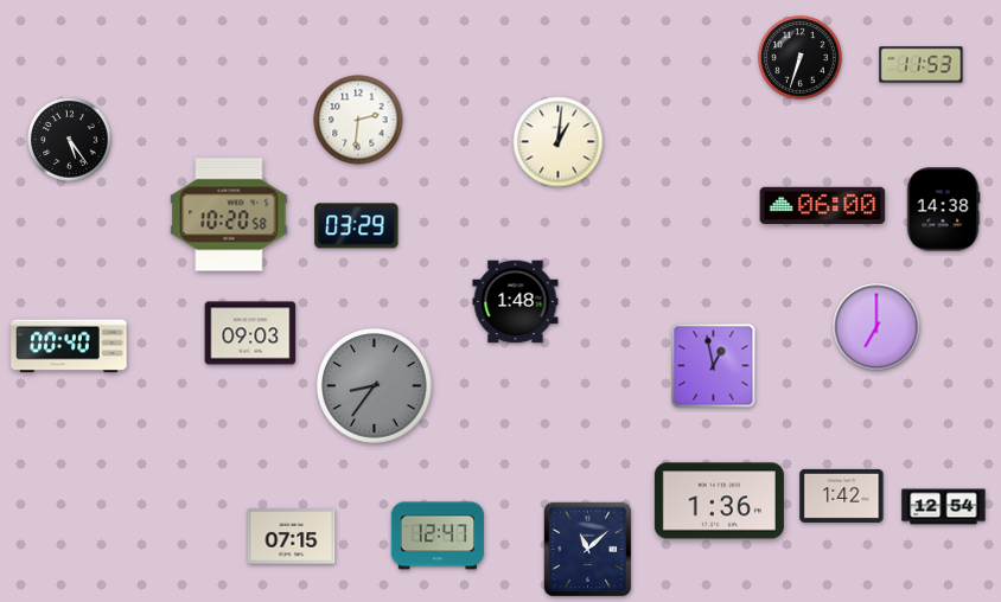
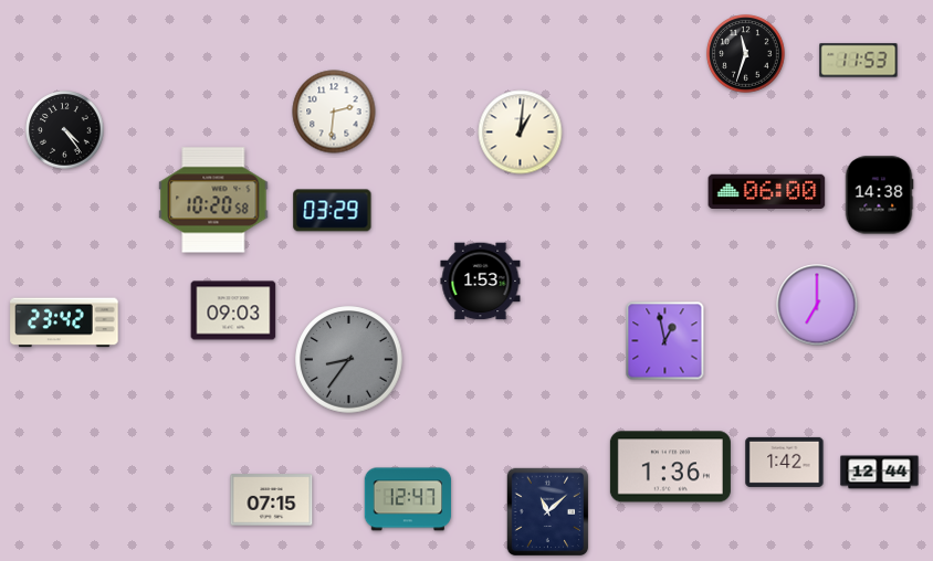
clock at (801, 58): 6:33 -> 11:33
clock at (70, 140): 5:24 -> 4:24
clock at (516, 302): 1:48 -> 1:53
clock at (69, 346): 00:40 -> 23:42
clock at (944, 507): 12:54 -> 12:44
